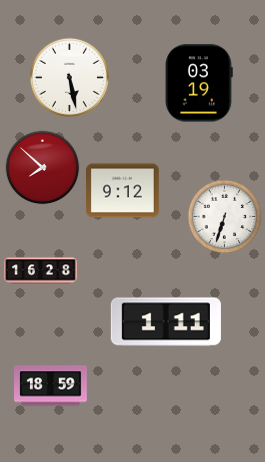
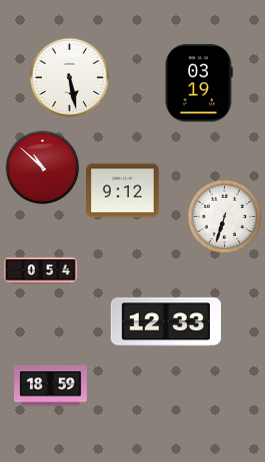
clock at (43, 168): 7:52 -> 10:52
clock at (41, 271): 16:28 -> 0:54
clock at (166, 322): 1:11 -> 12:33
